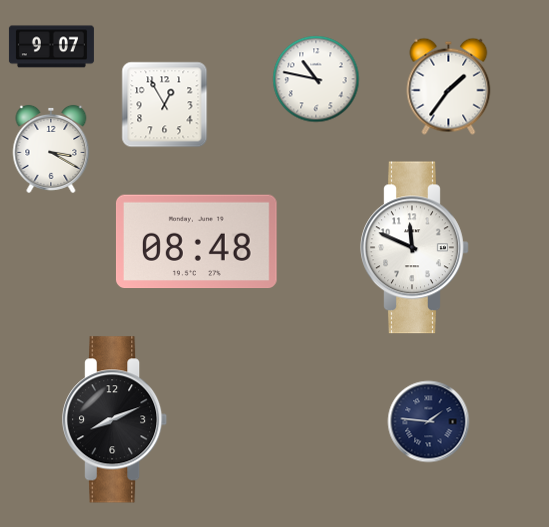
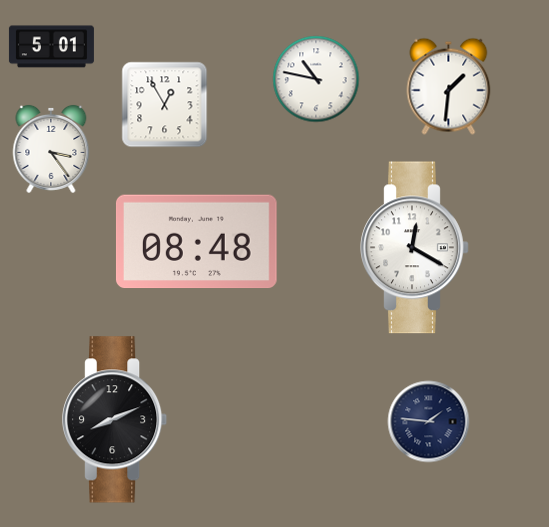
clock at (51, 47): 9:07 -> 5:01
clock at (449, 86): 1:36 -> 1:31
clock at (51, 149): 3:20 -> 3:24
clock at (415, 248): 11:49 -> 12:20
